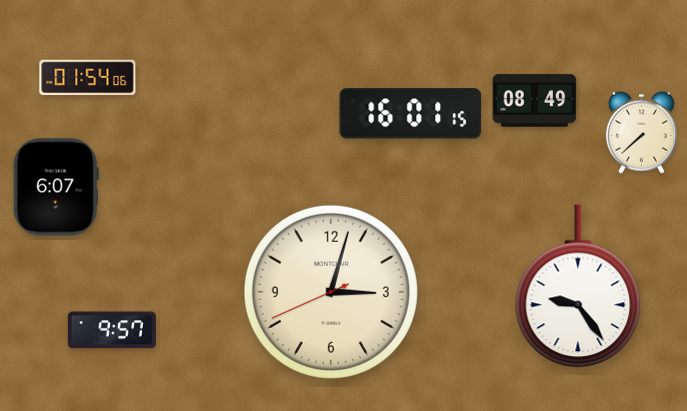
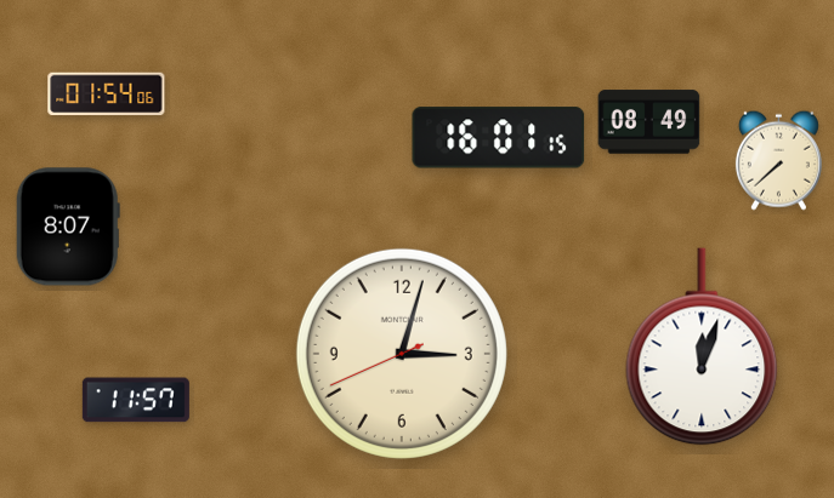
clock at (56, 187): 6:07 -> 8:07
clock at (578, 286): 9:24 -> 12:03
clock at (112, 330): 9:57 -> 11:57
